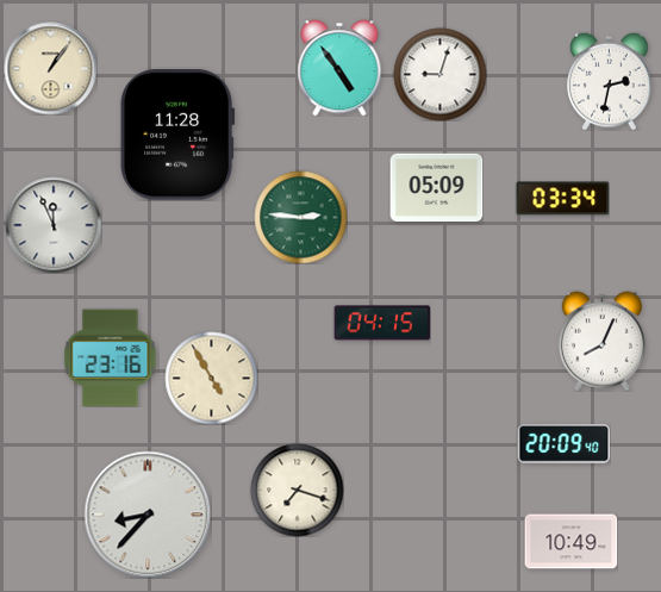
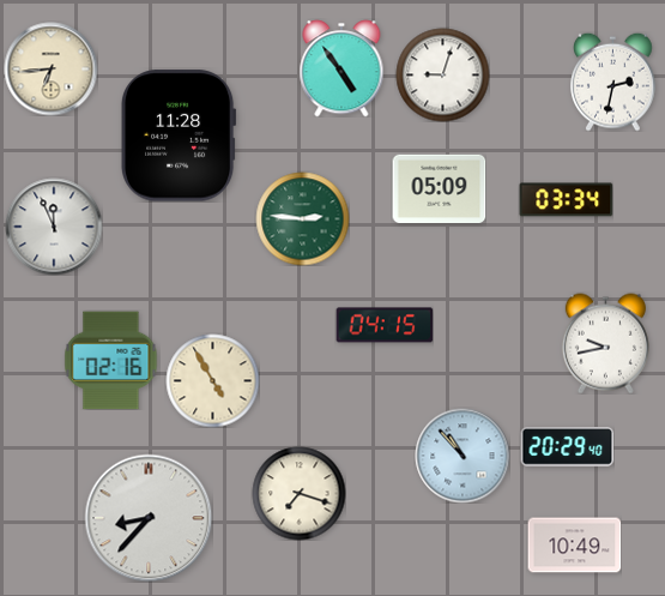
clock at (50, 68): 1:06 -> 6:44
clock at (601, 341): 8:04 -> 9:43
clock at (111, 357): 23:16 -> 02:16
clock at (563, 444): 20:09 -> 20:29
clock at (463, 456): none -> 10:53
